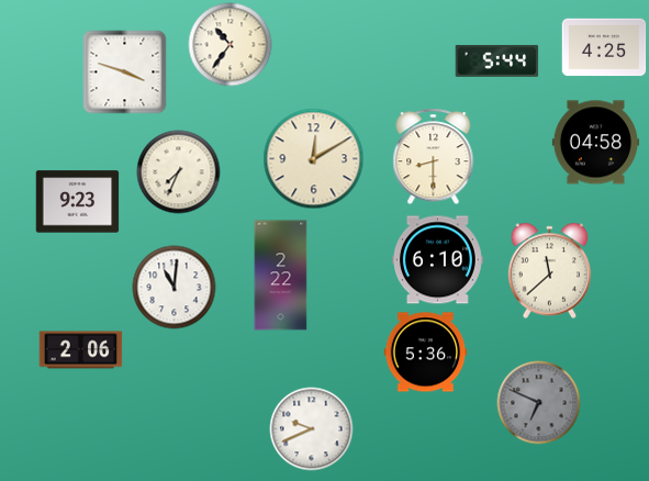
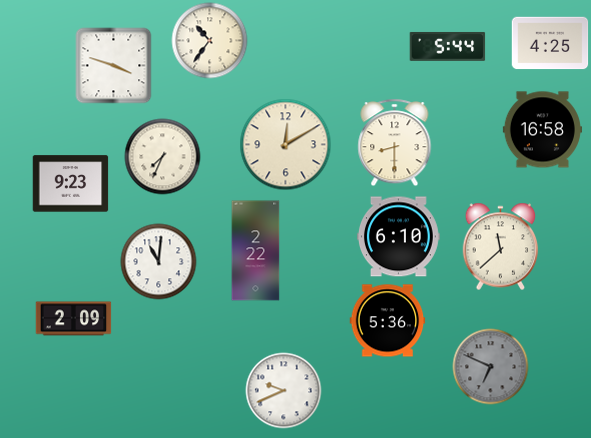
clock at (497, 60) position: (497, 60) -> (448, 46)
clock at (595, 143): 04:58 -> 16:58
clock at (81, 350): 2:06 -> 2:09
